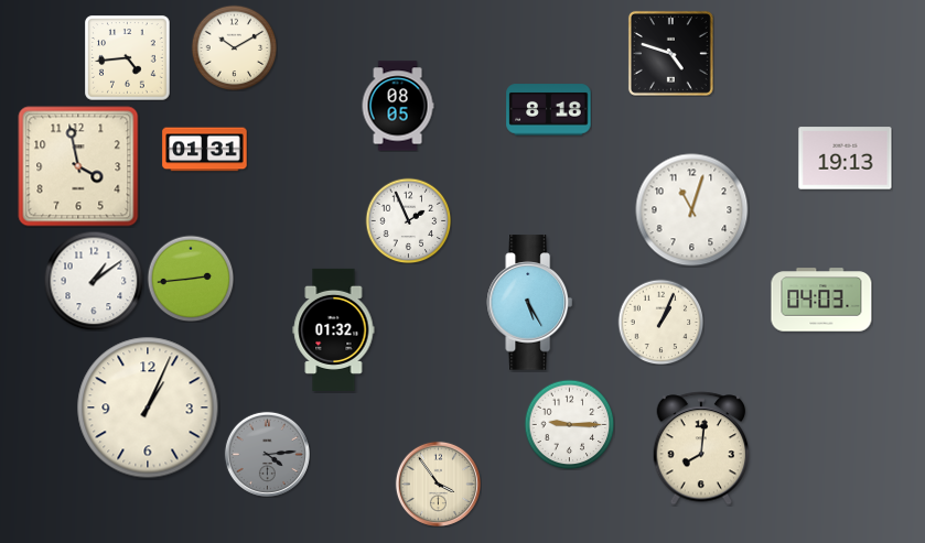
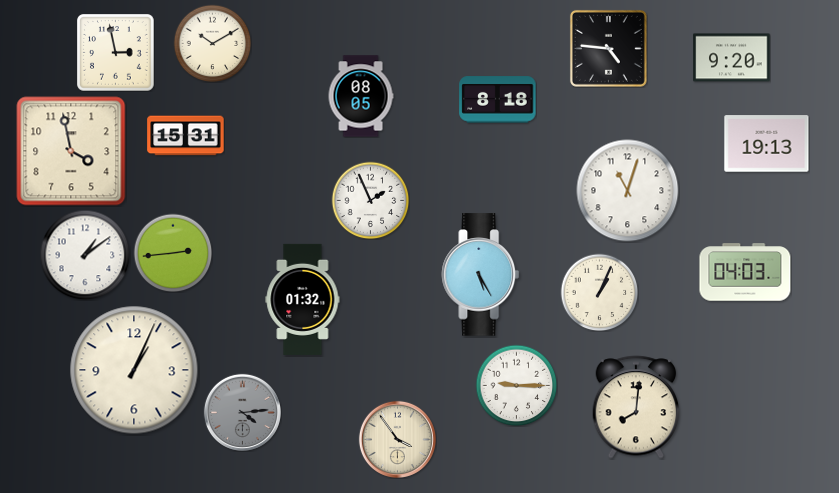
clock at (670, 53): 4:48 -> 4:46
clock at (128, 58): 4:44 -> 2:58
clock at (732, 58): none -> 9:20
clock at (205, 150): 01:31 -> 15:31
